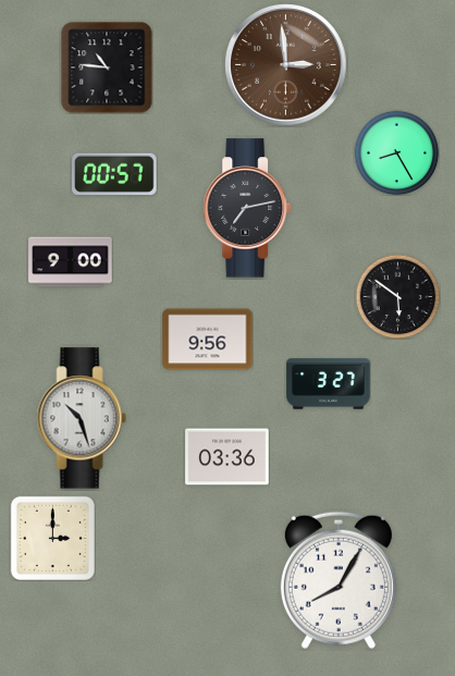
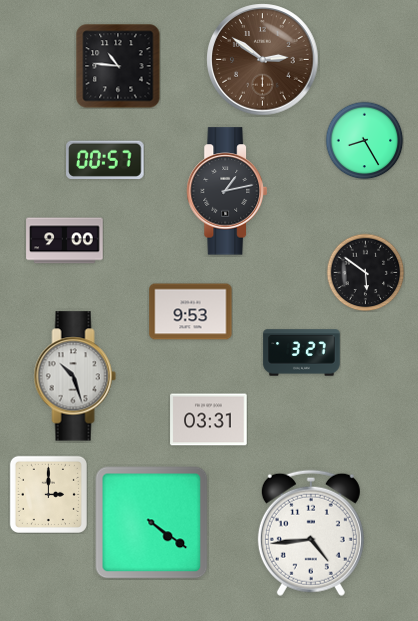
clock at (286, 65): 2:59 -> 2:51
clock at (107, 67) position: (107, 67) -> (118, 66)
clock at (247, 208): 7:13 -> 1:13
clock at (208, 340): 9:56 -> 9:53
clock at (82, 418) position: (82, 418) -> (75, 376)
clock at (228, 457): 03:36 -> 03:31
clock at (152, 523): none -> 4:21
clock at (339, 580): 8:05 -> 4:44
